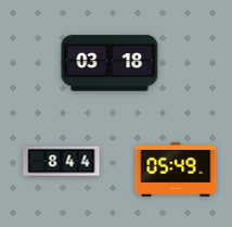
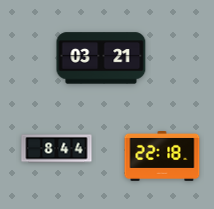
clock at (109, 63): 03:18 -> 03:21
clock at (176, 171): 05:49 -> 22:18
